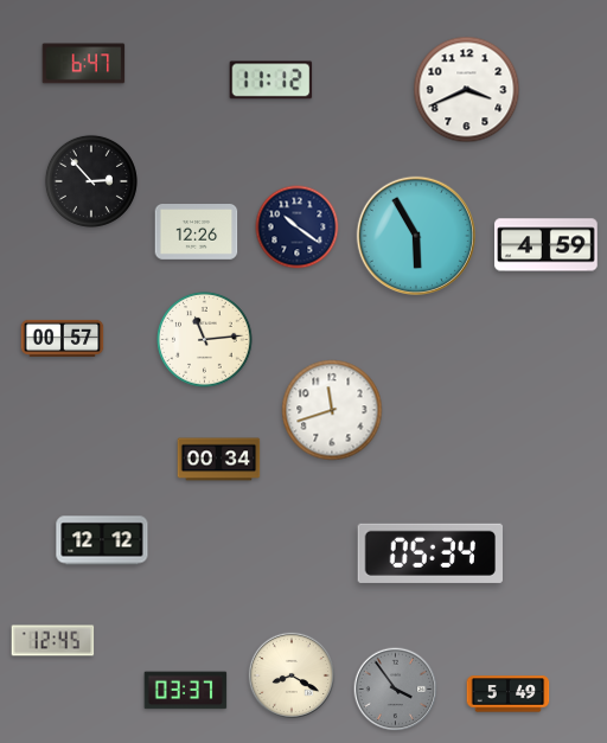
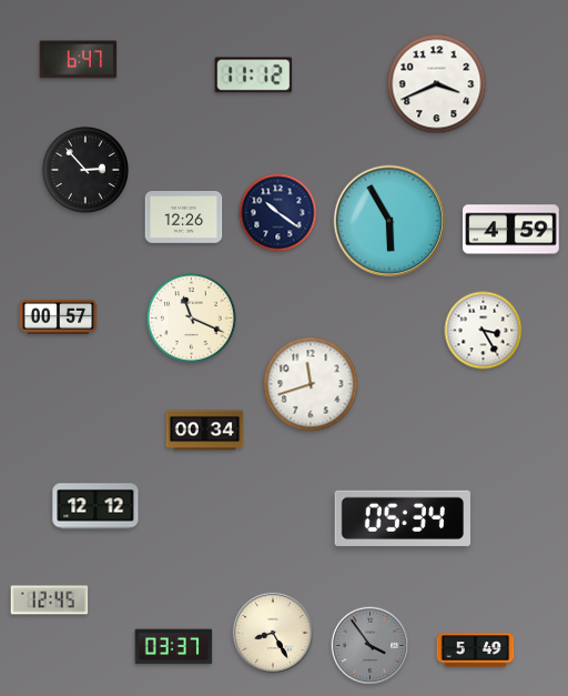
clock at (205, 340): 11:14 -> 11:19
clock at (484, 331): none -> 3:25
clock at (292, 675): 8:20 -> 8:25
